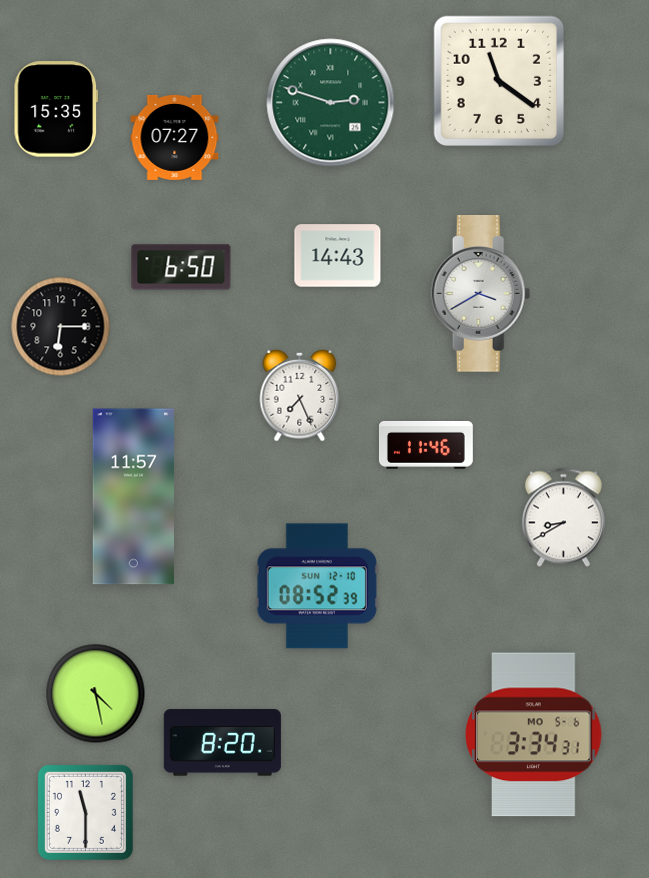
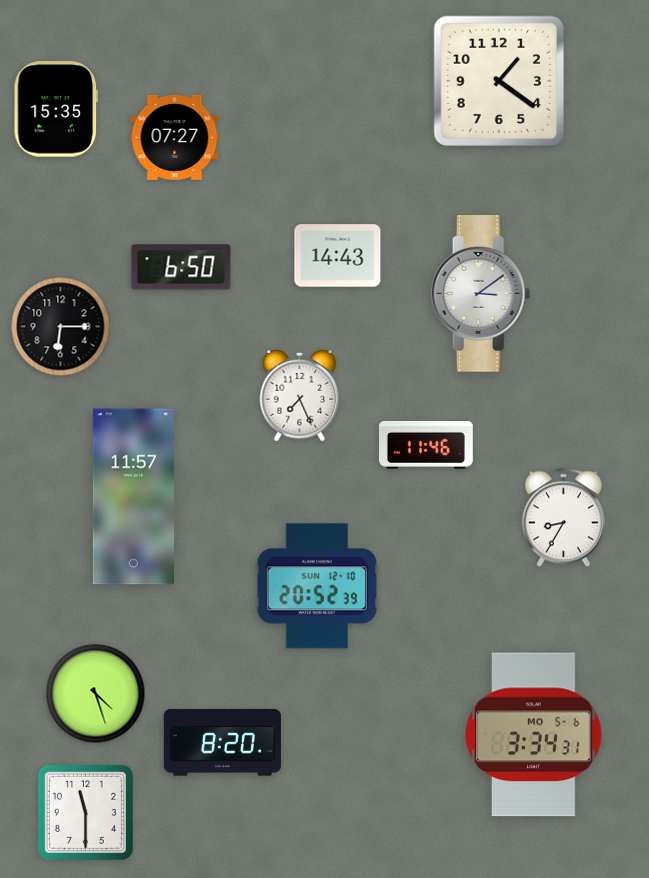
clock at (498, 80): 11:21 -> 1:21
clock at (331, 103): 2:48 -> none
clock at (481, 294): 3:40 -> 3:09
clock at (563, 518): 8:40 -> 8:35
clock at (317, 586): 08:52 -> 20:52
clock at (96, 694): 4:28 -> 4:27
